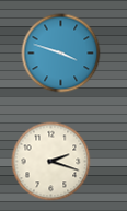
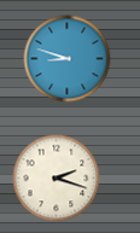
clock at (61, 54): 3:48 -> 8:48
